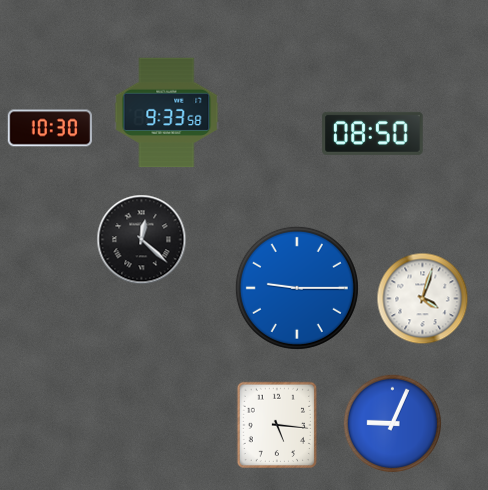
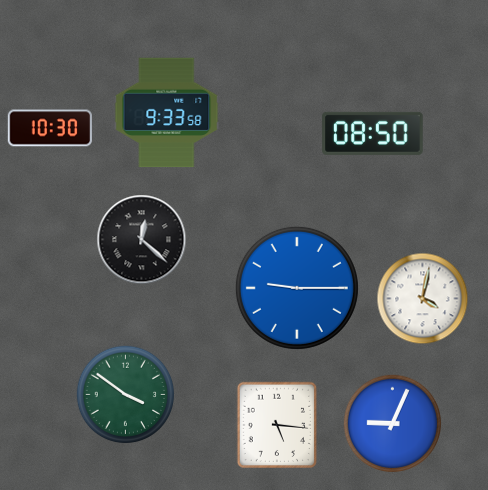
clock at (423, 299): 4:03 -> 4:02
clock at (126, 395): none -> 3:51
